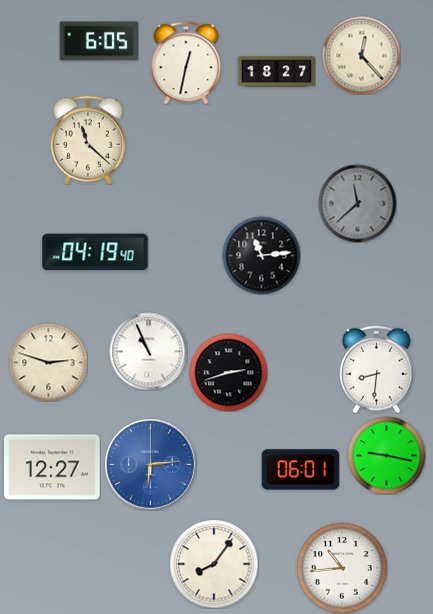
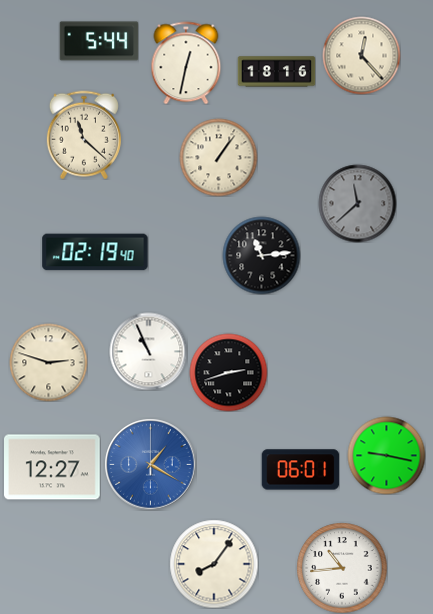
clock at (99, 41): 6:05 -> 5:44
clock at (276, 72): 18:27 -> 18:16
clock at (88, 140) position: (88, 140) -> (84, 135)
clock at (218, 157): none -> 1:06
clock at (95, 252): 04:19 -> 02:19
clock at (376, 369): 8:31 -> none
clock at (150, 464): 6:14 -> 1:20
